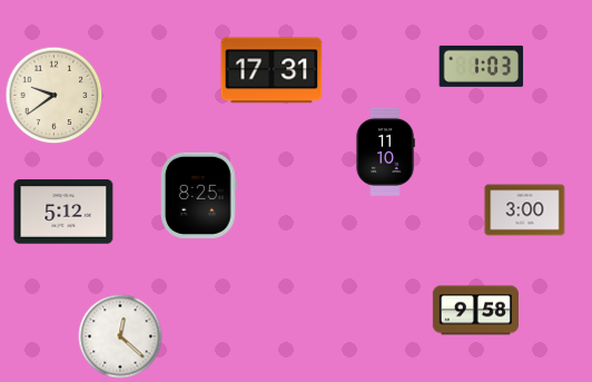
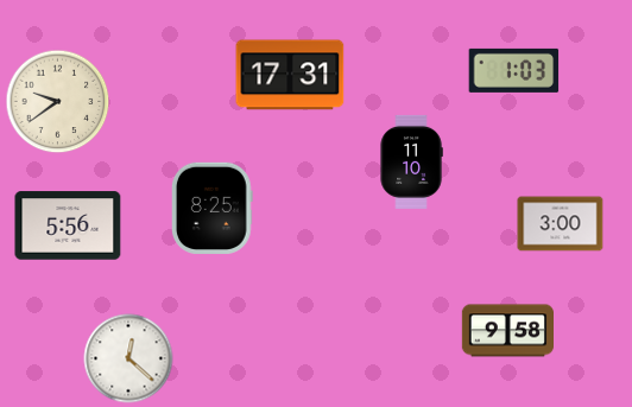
clock at (63, 212): 5:12 -> 5:56
